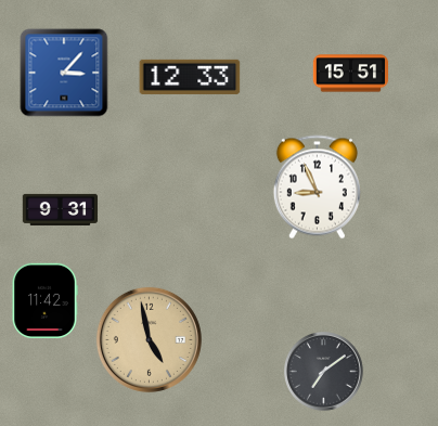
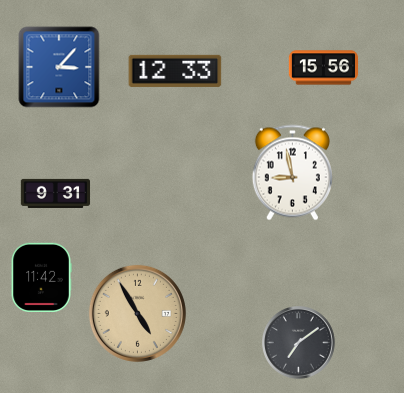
clock at (351, 74): 15:51 -> 15:56
clock at (317, 188): 8:56 -> 8:58
clock at (149, 339): 4:58 -> 4:55
